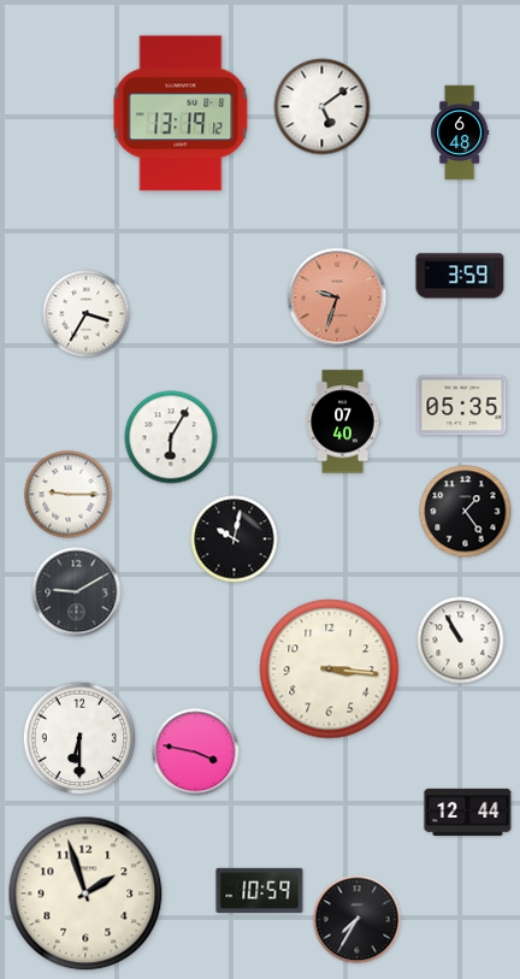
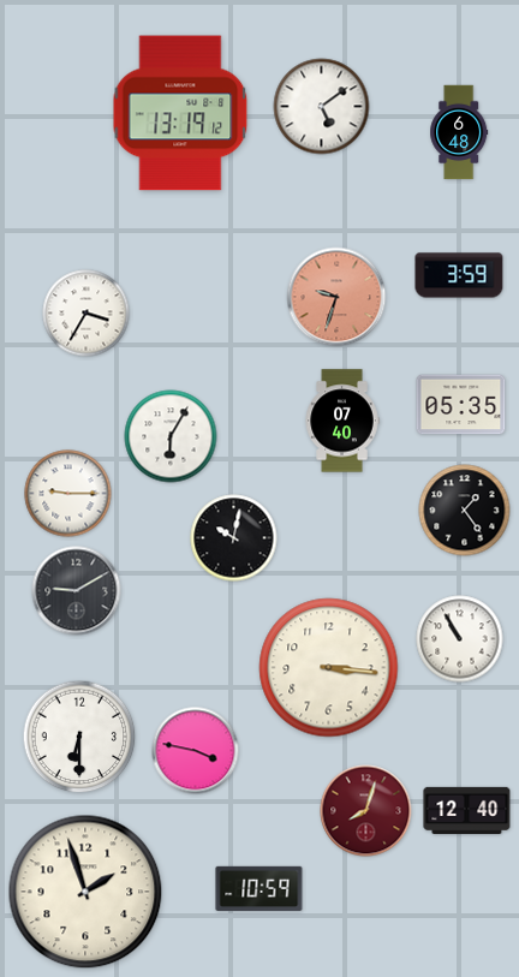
clock at (468, 812): 12:44 -> 12:40
clock at (366, 811): none -> 8:03
clock at (357, 920): 7:35 -> none
